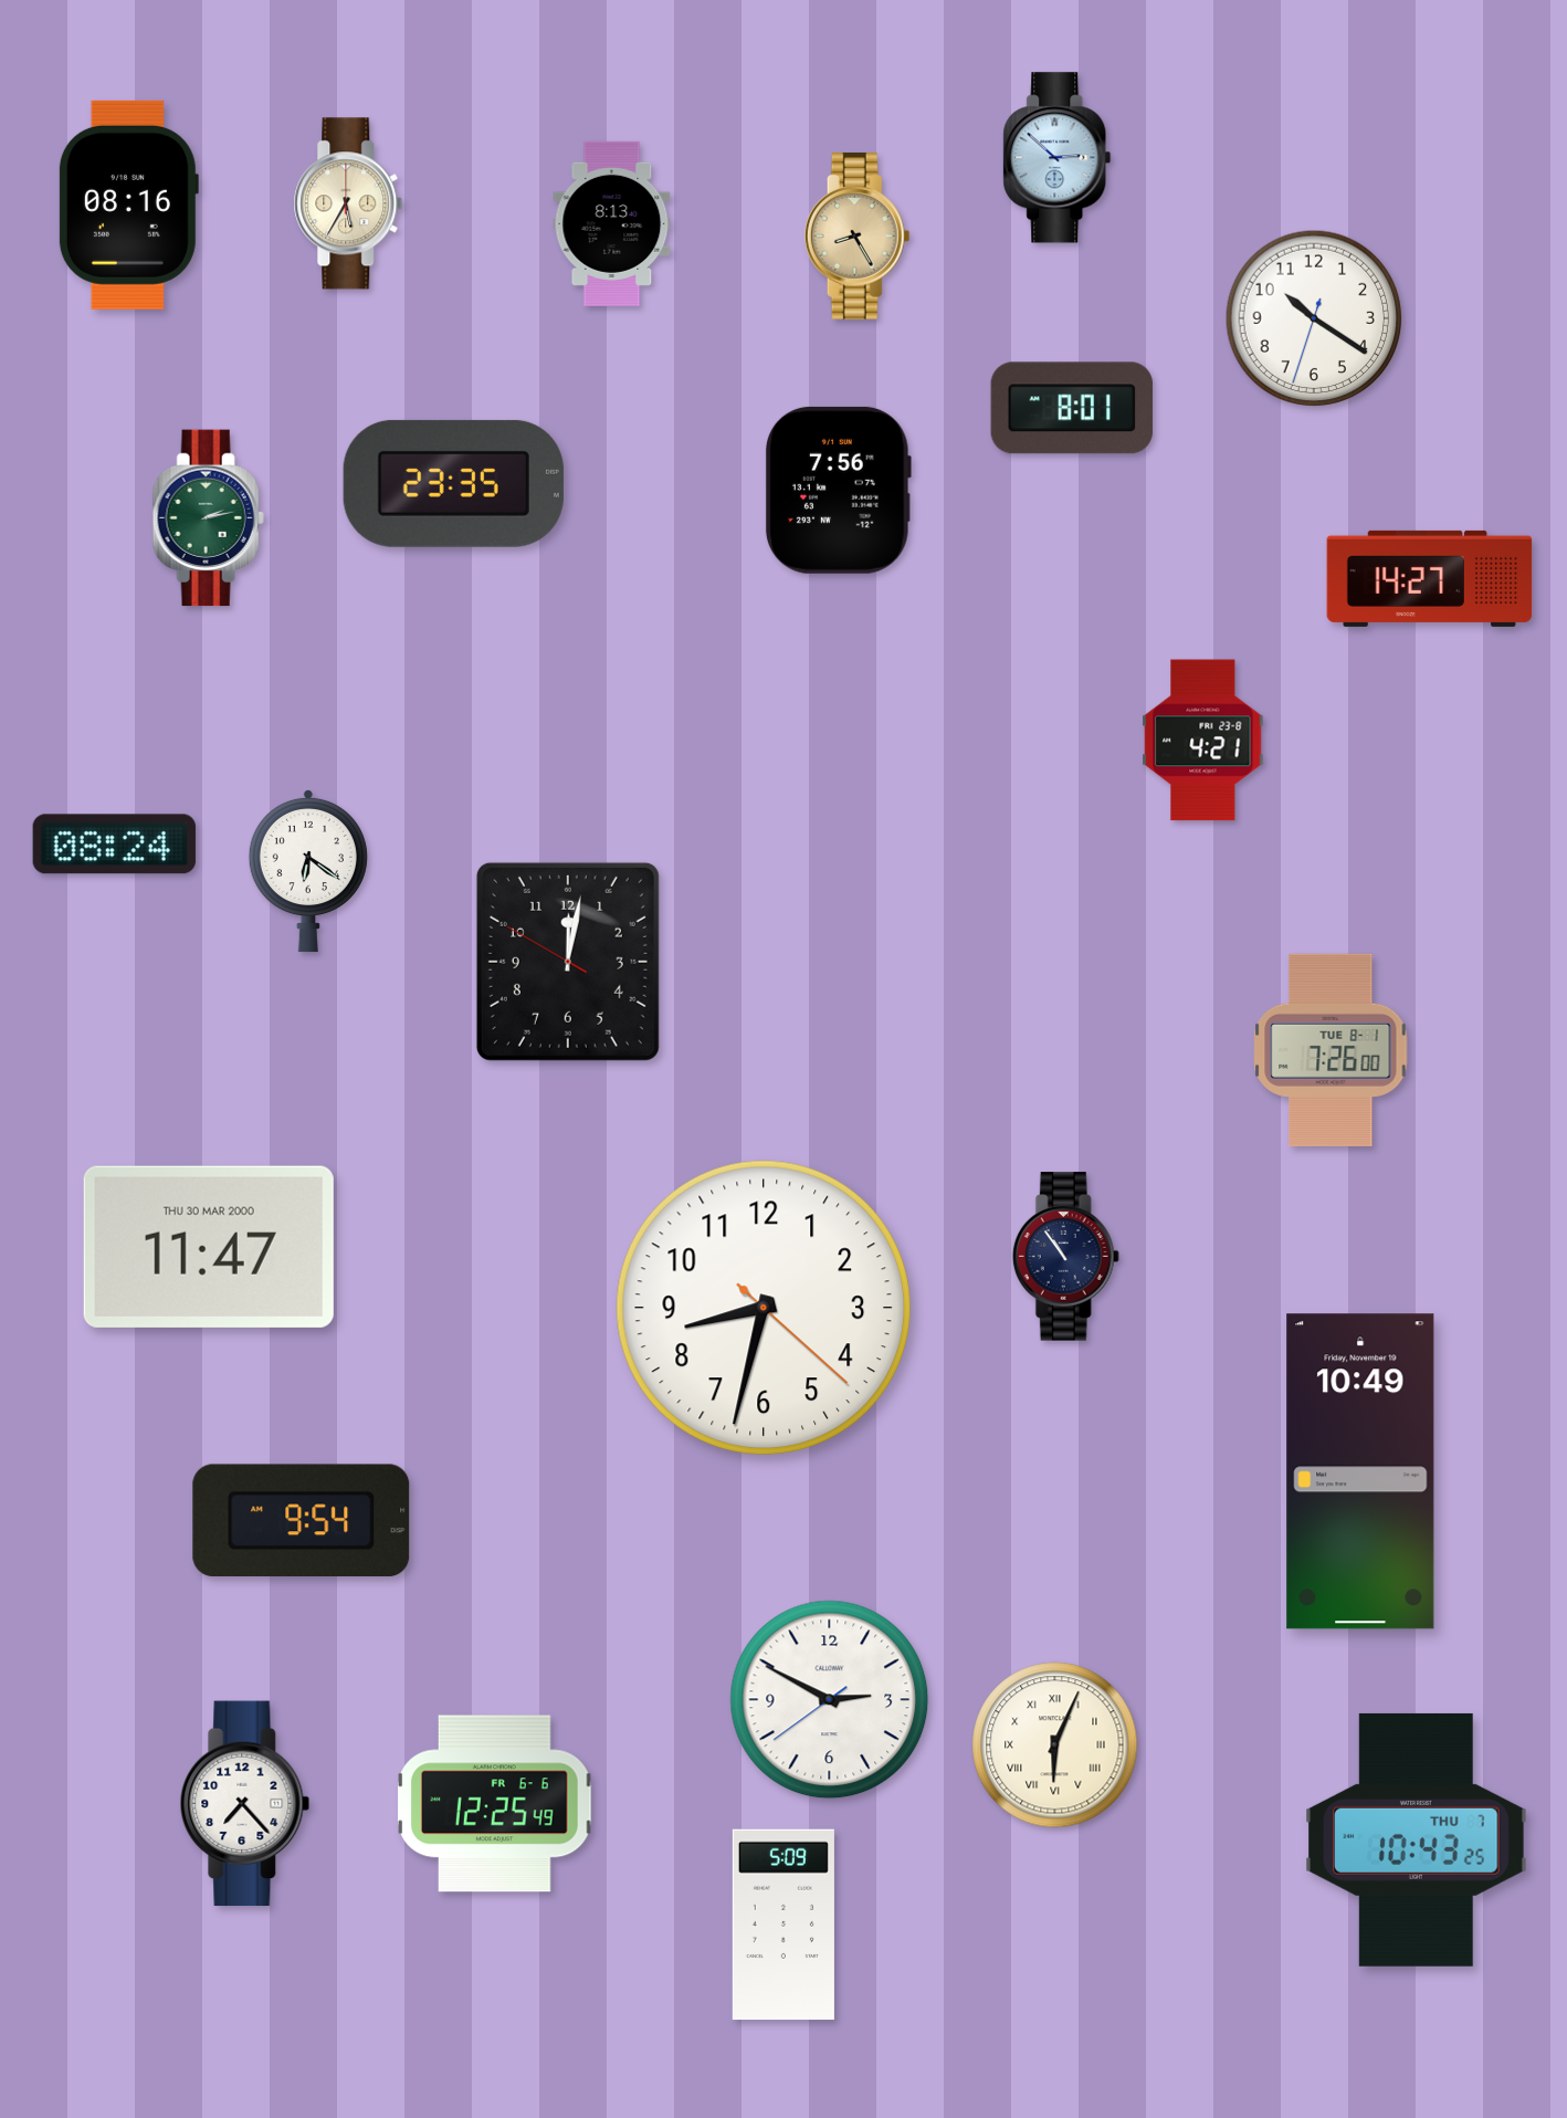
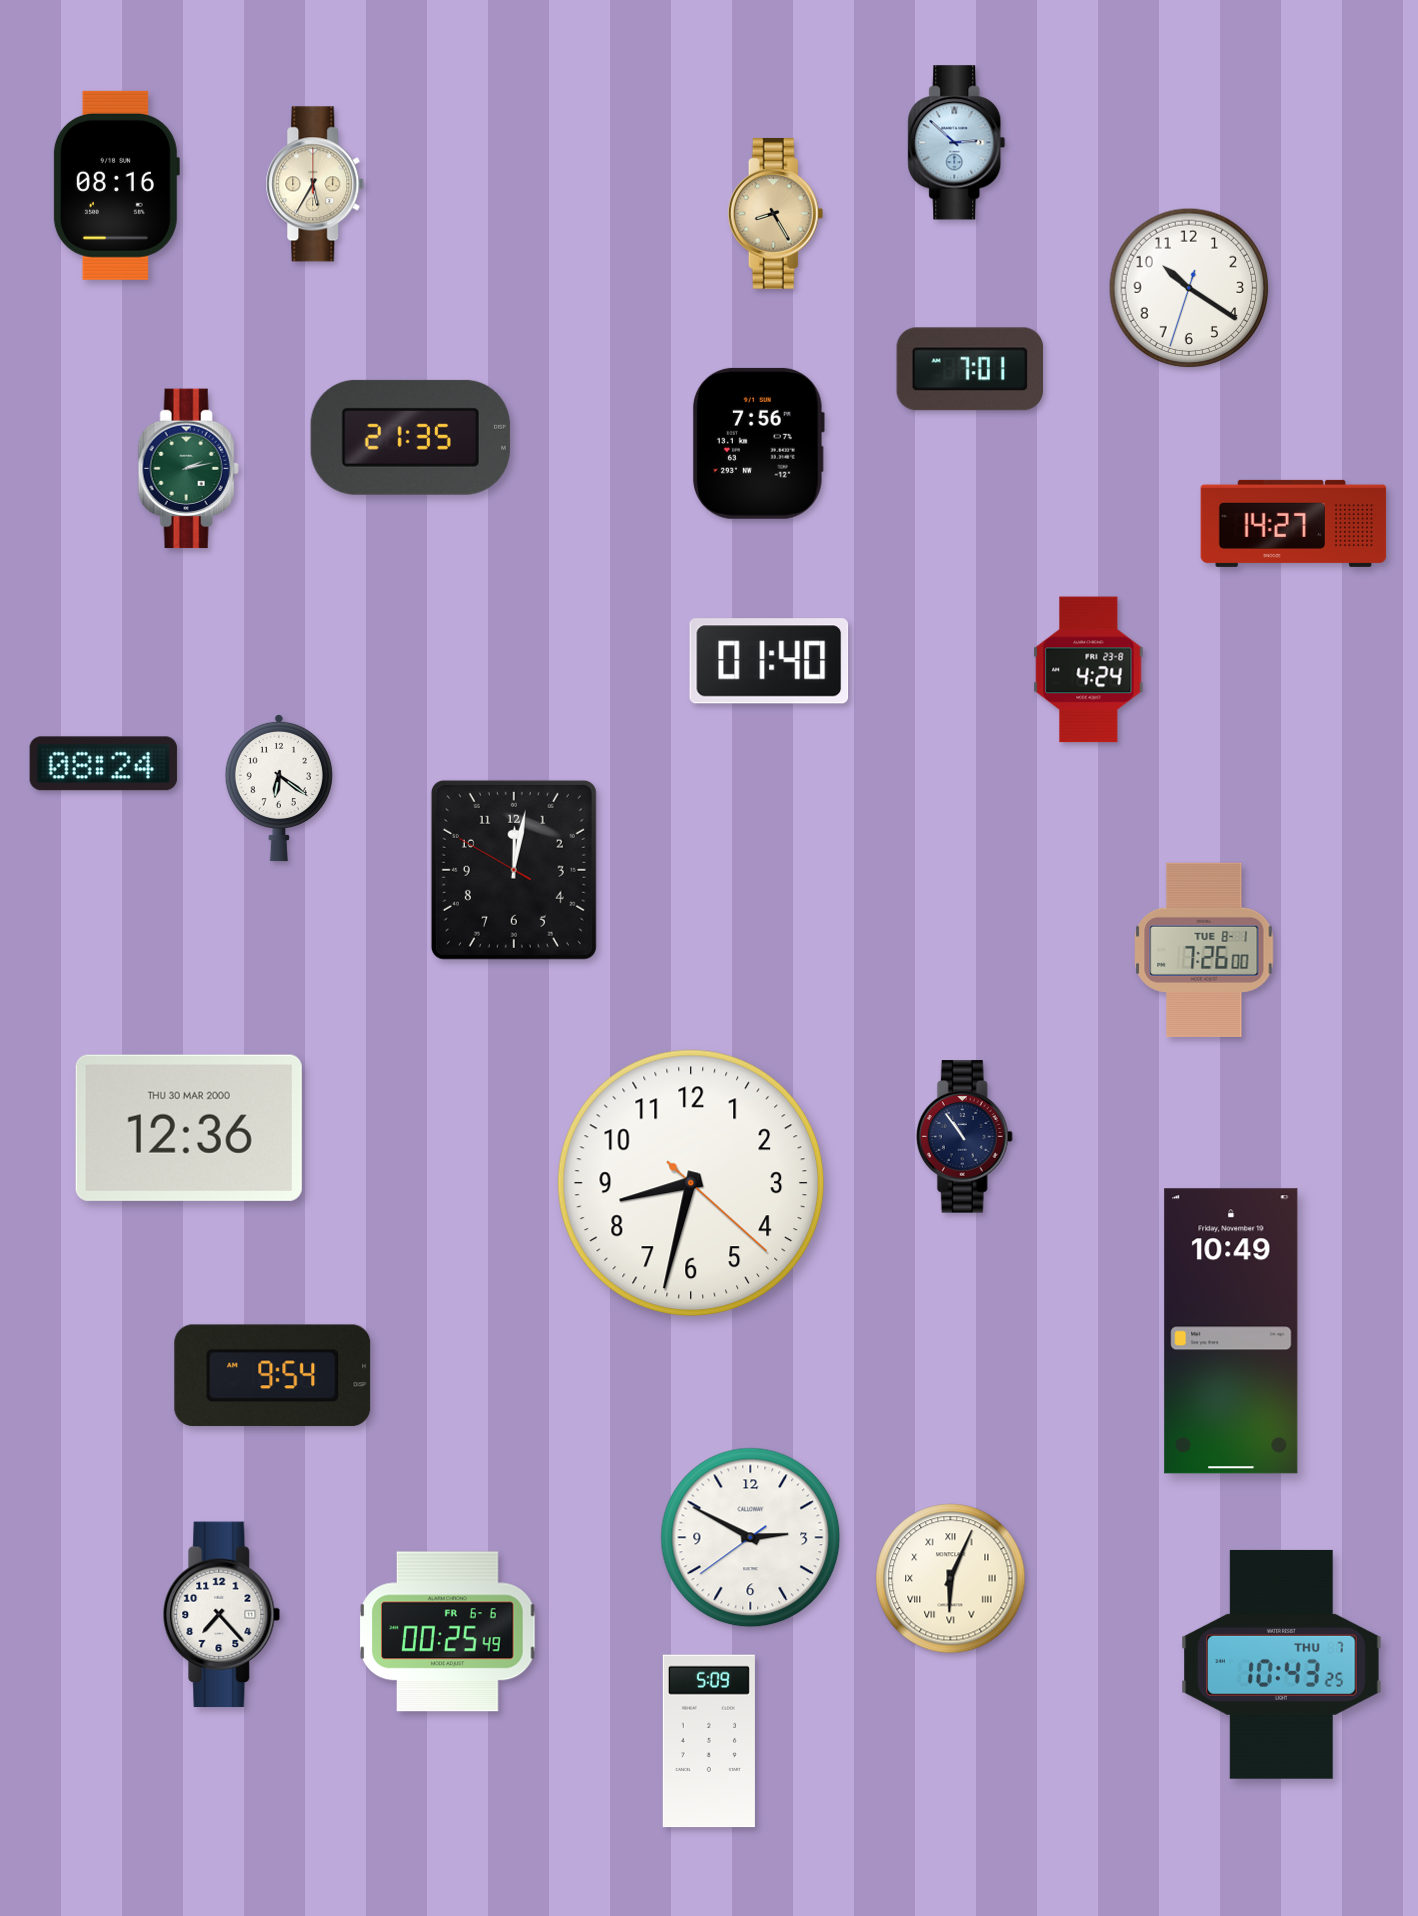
clock at (612, 223): 8:13 -> none
clock at (1072, 408): 8:01 -> 7:01
clock at (453, 483): 23:35 -> 21:35
clock at (769, 661): none -> 01:40
clock at (1203, 741): 4:21 -> 4:24
clock at (209, 1247): 11:47 -> 12:36
clock at (1055, 1745) position: (1055, 1745) -> (951, 1579)
clock at (245, 1804) position: (245, 1804) -> (222, 1615)
clock at (495, 1804): 12:25 -> 00:25
